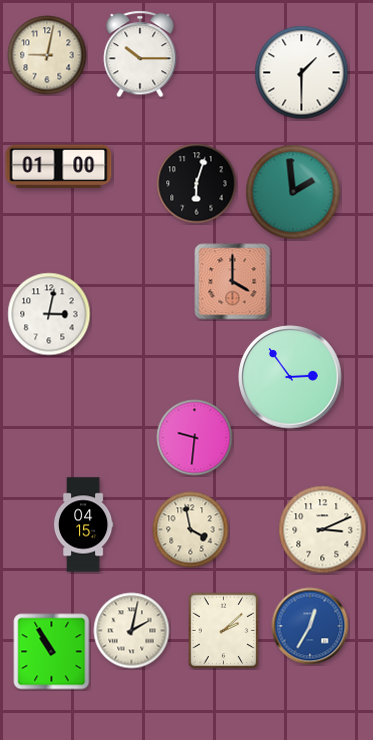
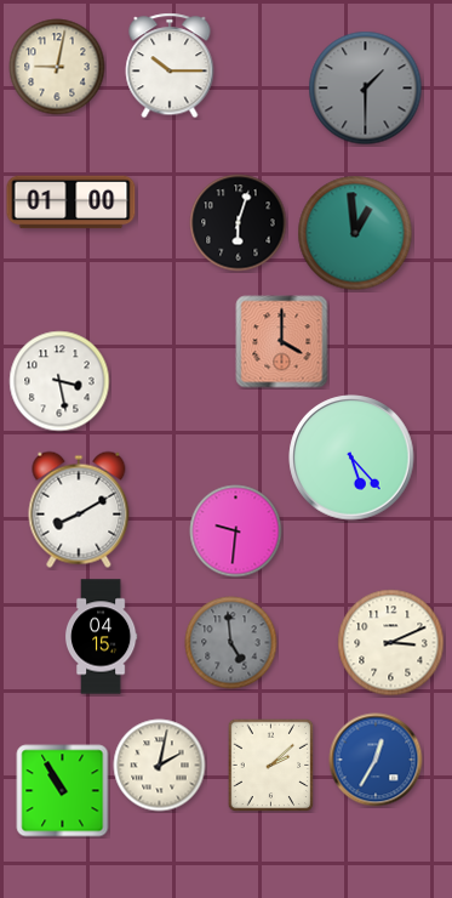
clock at (302, 73) dial: white -> grey
clock at (293, 192): 1:59 -> 12:59
clock at (49, 314): 3:02 -> 3:28
clock at (290, 377): 2:54 -> 5:23
clock at (79, 510): none -> 8:10
clock at (191, 530): 3:58 -> 4:59
clock at (191, 530) dial: cream -> grey
